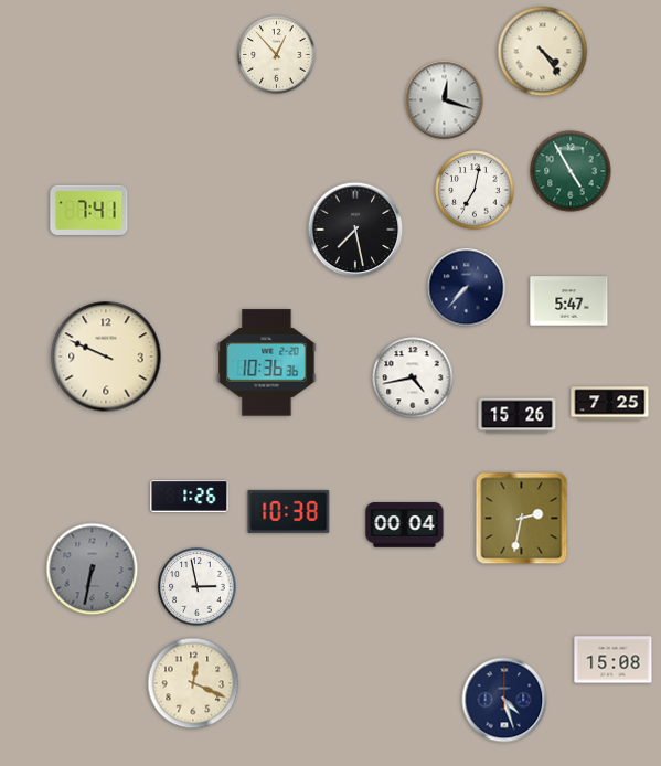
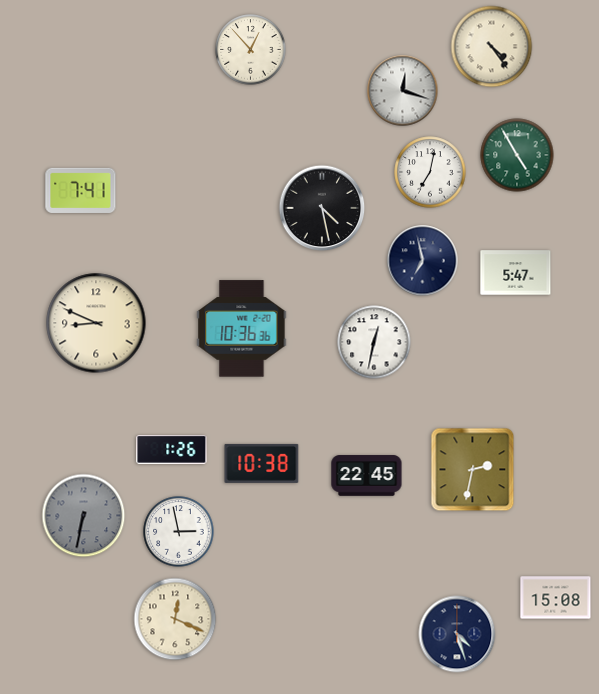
clock at (355, 230): 7:28 -> 4:28
clock at (467, 288): 7:37 -> 6:58
clock at (106, 357): 9:49 -> 8:49
clock at (413, 377): 4:43 -> 12:32
clock at (610, 404): 7:25 -> none
clock at (518, 416): 15:26 -> none
clock at (405, 525): 00:04 -> 22:45
